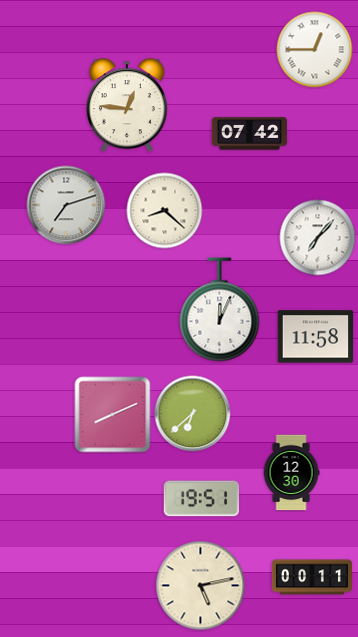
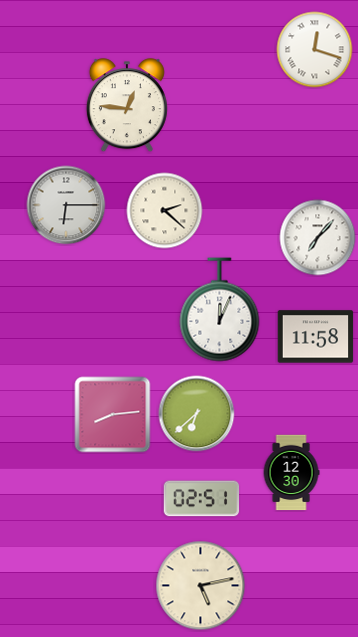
clock at (315, 50): 12:45 -> 12:18
clock at (250, 134): 07:42 -> none
clock at (66, 205): 7:12 -> 6:15
clock at (165, 211): 8:22 -> 2:22
clock at (193, 414) position: (193, 414) -> (197, 414)
clock at (113, 415): 8:11 -> 8:14
clock at (202, 499): 19:51 -> 02:51
clock at (312, 577): 00:11 -> none
